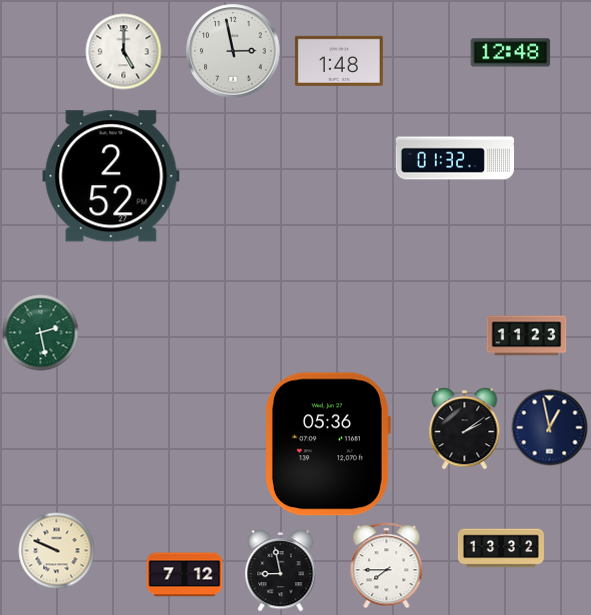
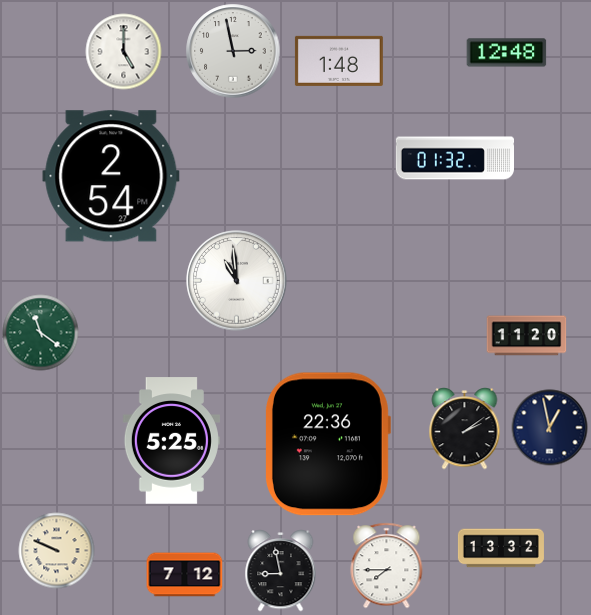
clock at (511, 53) position: (511, 53) -> (507, 53)
clock at (111, 176): 2:52 -> 2:54
clock at (237, 281): none -> 10:59
clock at (41, 333): 2:28 -> 11:21
clock at (527, 336): 11:23 -> 11:20
clock at (171, 441): none -> 5:25
clock at (328, 444): 05:36 -> 22:36
